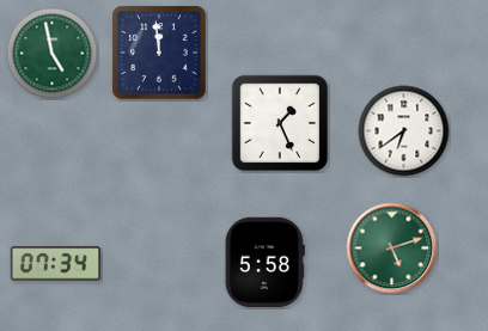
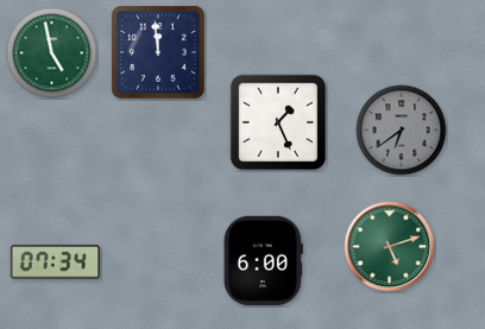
clock at (404, 131) dial: white -> grey
clock at (264, 262): 5:58 -> 6:00
